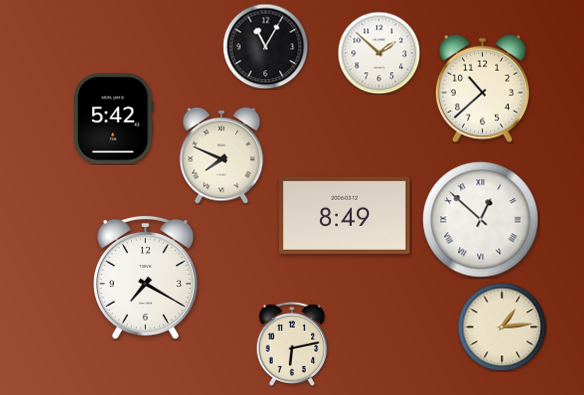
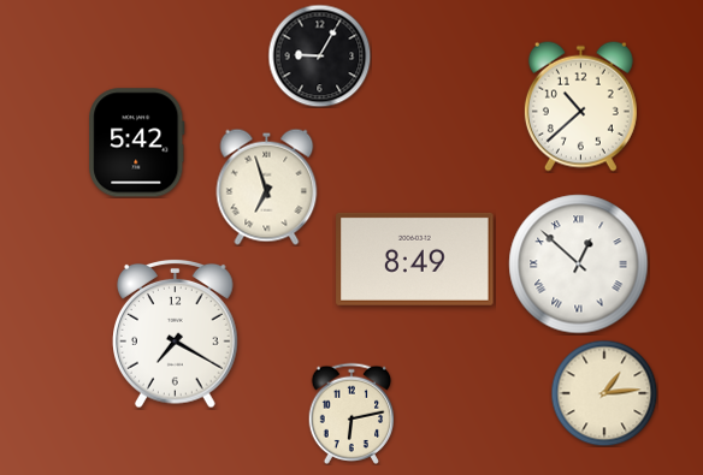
clock at (265, 46): 11:05 -> 9:05
clock at (379, 53): 1:52 -> none
clock at (222, 155): 7:49 -> 6:57
